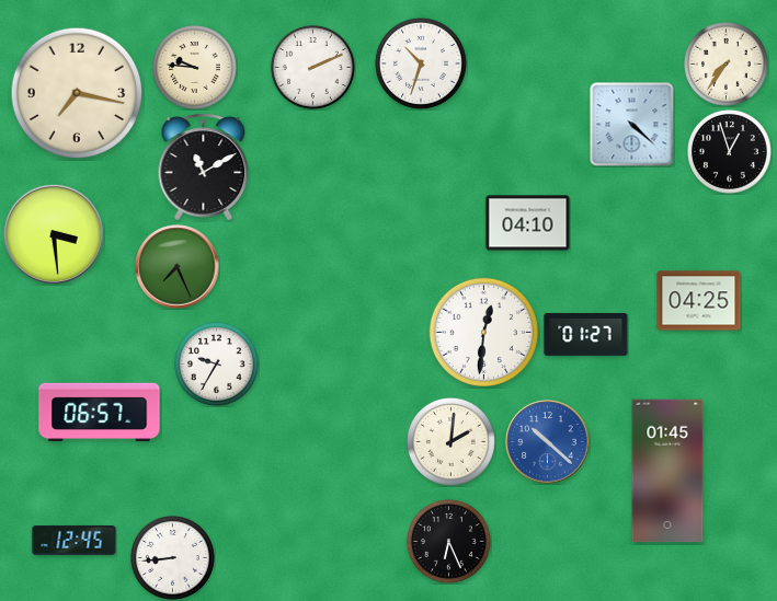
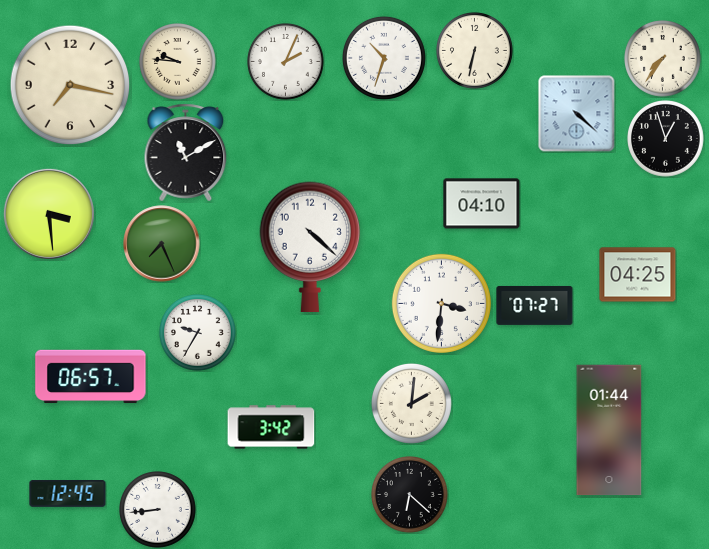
clock at (475, 51): none -> 6:32
clock at (313, 68): 2:11 -> 2:04
clock at (310, 247): none -> 4:22
clock at (483, 332): 12:31 -> 3:31
clock at (586, 334): 01:27 -> 07:27
clock at (548, 442): 10:22 -> none
clock at (271, 427): none -> 3:42
clock at (667, 471): 01:45 -> 01:44
clock at (449, 542): 6:26 -> 6:22
